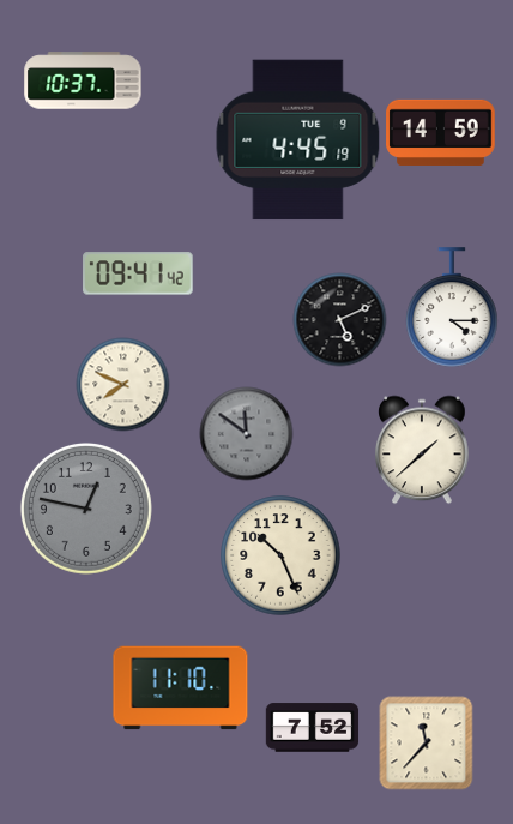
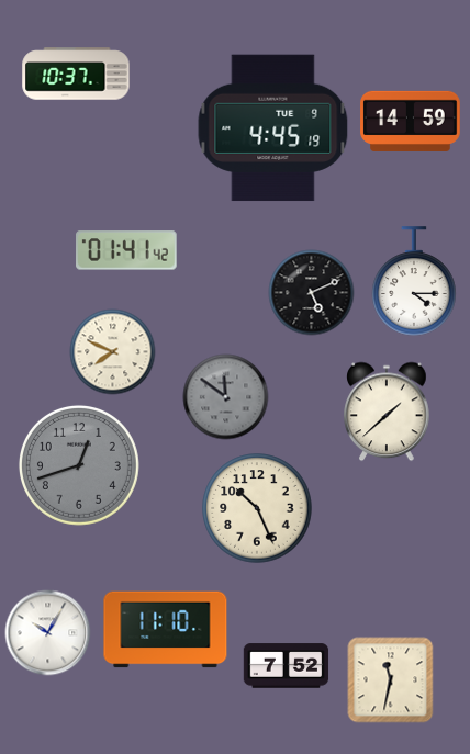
clock at (441, 132) position: (441, 132) -> (411, 121)
clock at (138, 273): 09:41 -> 01:41
clock at (86, 509): 12:47 -> 12:42
clock at (47, 632): none -> 10:05
clock at (426, 742): 11:37 -> 11:32
